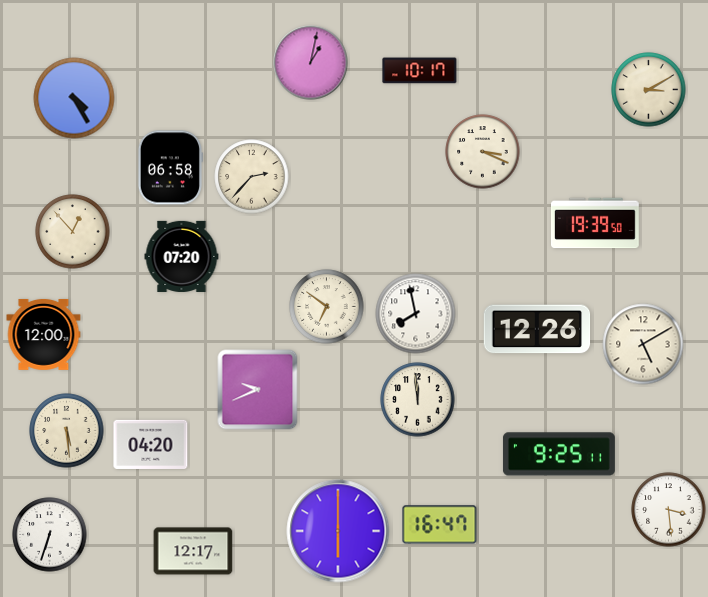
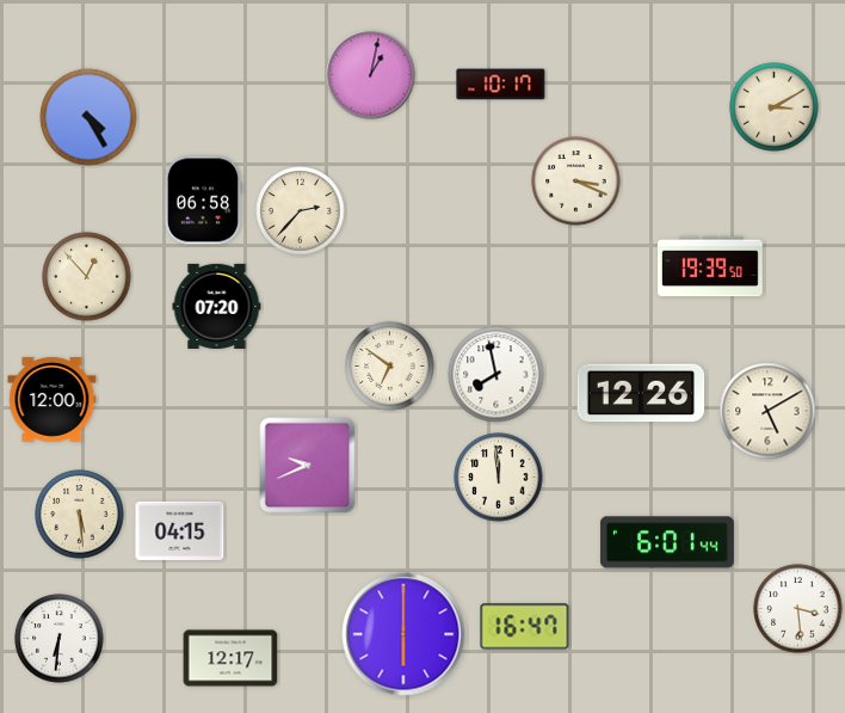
clock at (151, 444): 04:20 -> 04:15
clock at (559, 454): 9:25 -> 6:01
clock at (50, 535): 6:33 -> 6:31
